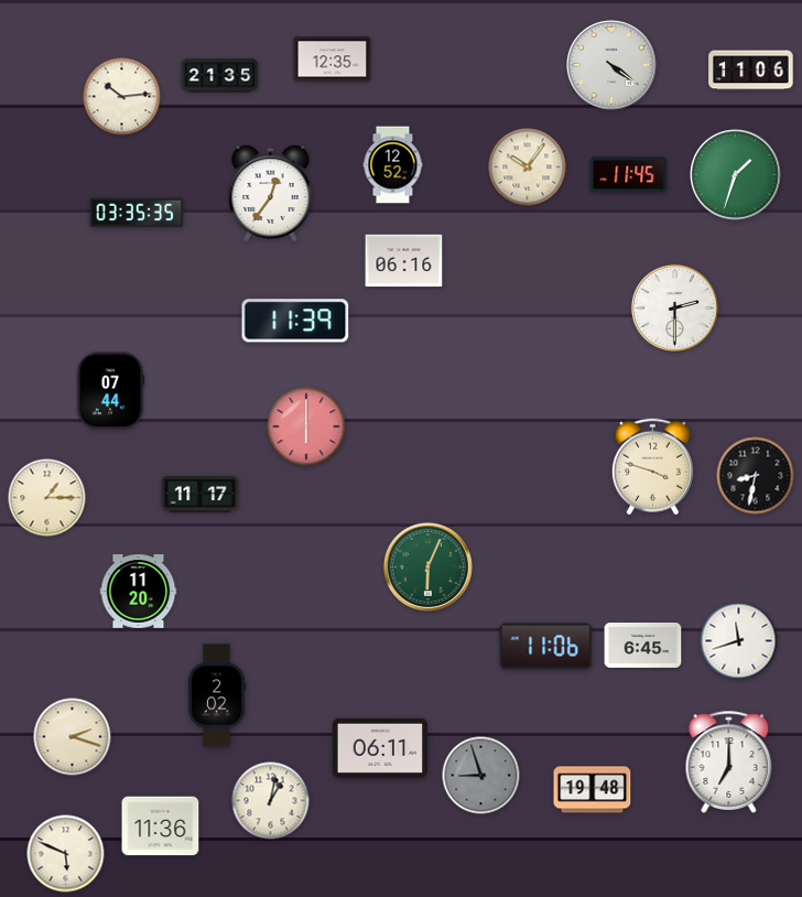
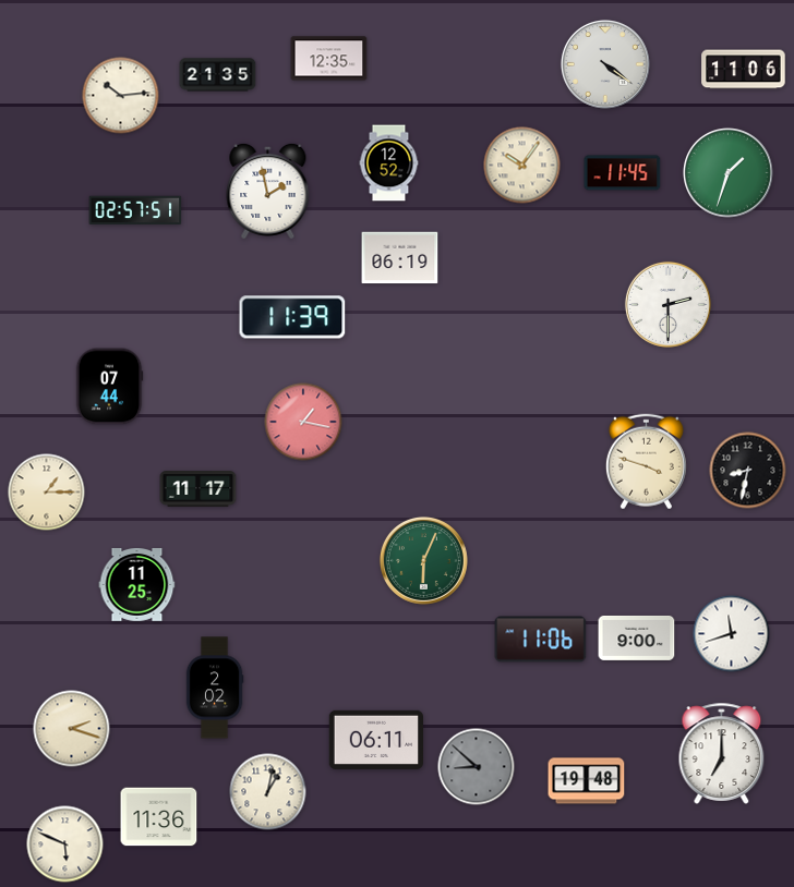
clock at (271, 193): 12:36 -> 1:58
clock at (137, 213): 03:35 -> 02:57
clock at (404, 261): 06:16 -> 06:19
clock at (306, 426): 6:00 -> 1:17
clock at (139, 591): 11:20 -> 11:25
clock at (643, 645): 6:45 -> 9:00
clock at (481, 776): 8:57 -> 8:52
